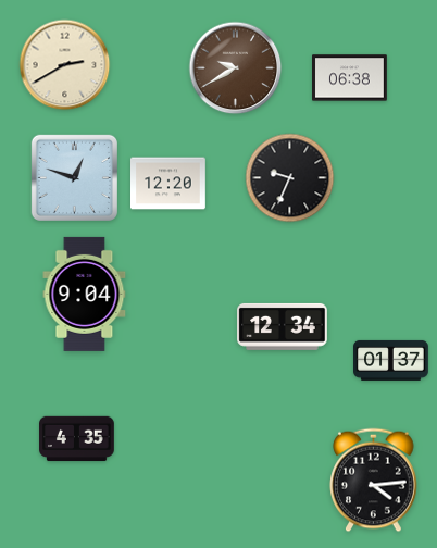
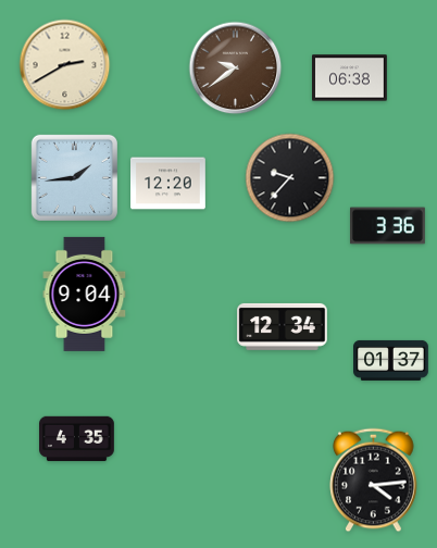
clock at (236, 68): 9:40 -> 9:39
clock at (74, 177): 12:48 -> 1:44
clock at (290, 178): 9:34 -> 9:37
clock at (388, 226): none -> 3:36
